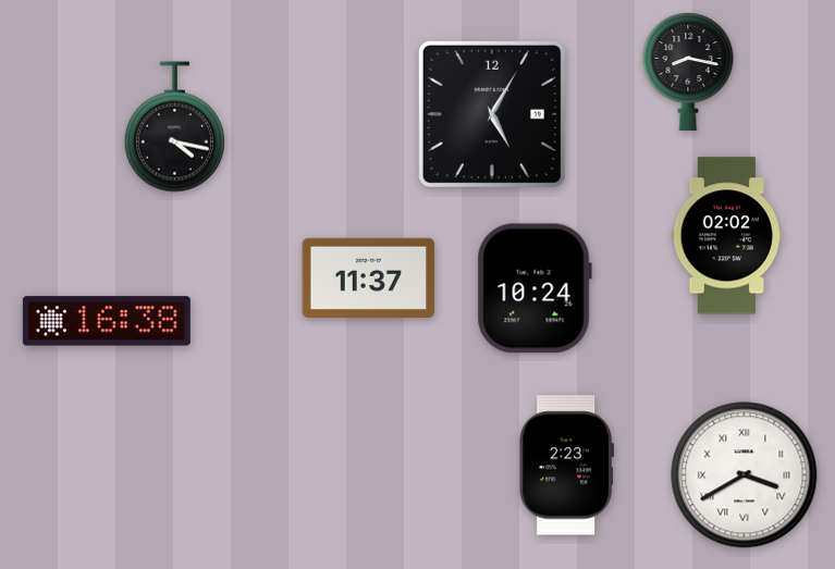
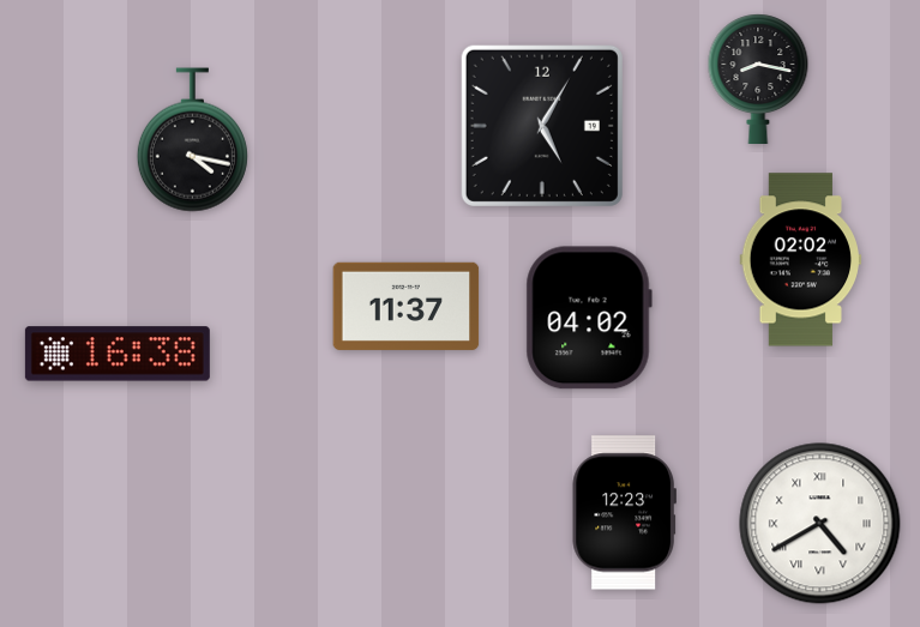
clock at (535, 288): 10:24 -> 04:02
clock at (566, 466): 2:23 -> 12:23
clock at (745, 475): 3:40 -> 4:40
